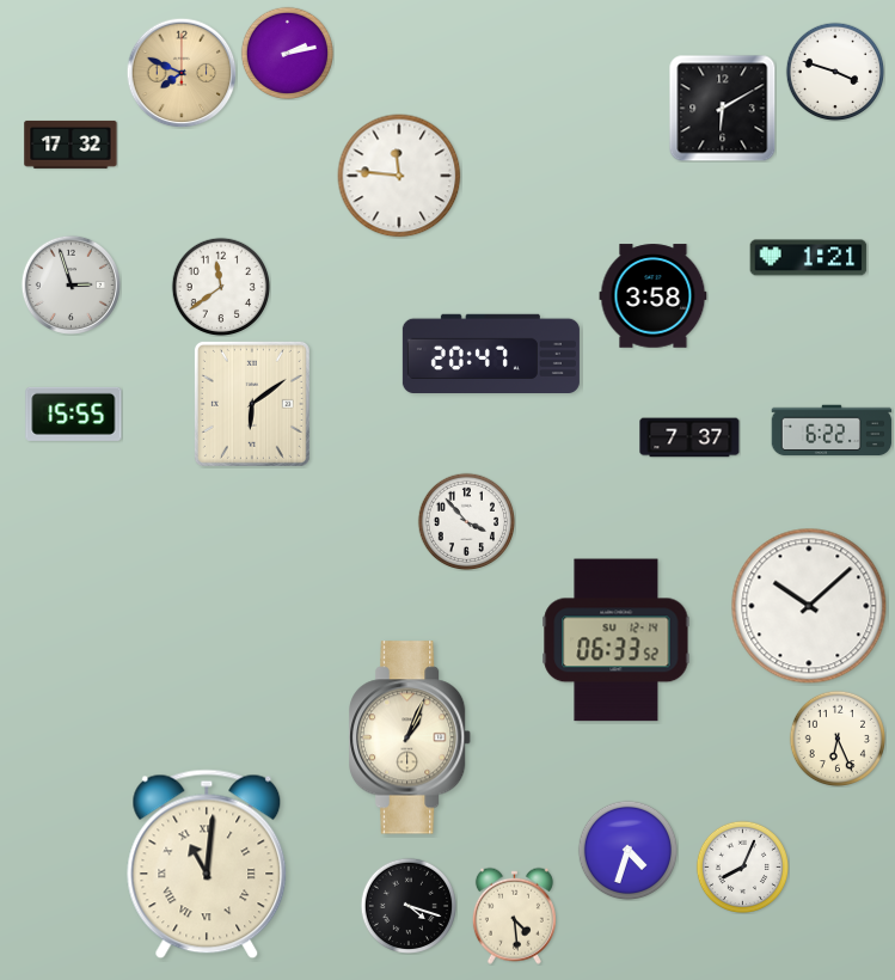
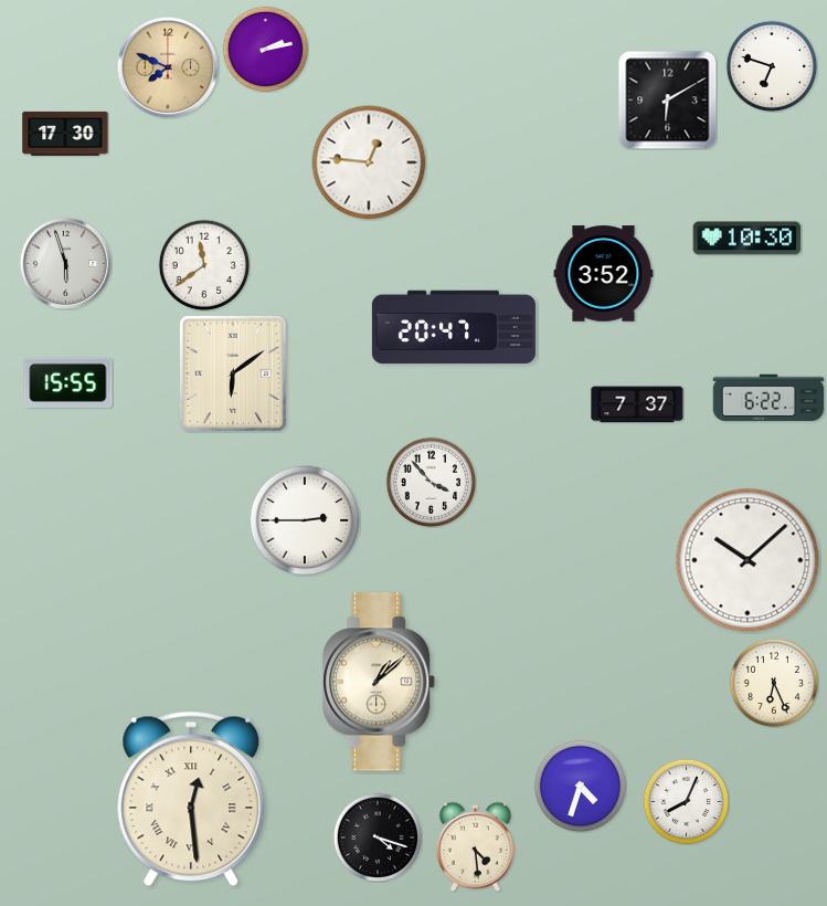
clock at (835, 72): 3:48 -> 6:48
clock at (71, 145): 17:32 -> 17:30
clock at (399, 176): 11:46 -> 12:46
clock at (809, 258): 1:21 -> 10:30
clock at (71, 284): 2:57 -> 5:57
clock at (654, 296): 3:58 -> 3:52
clock at (305, 520): none -> 2:45
clock at (617, 641): 06:33 -> none
clock at (411, 737): 1:04 -> 1:08
clock at (207, 864): 11:01 -> 12:29
